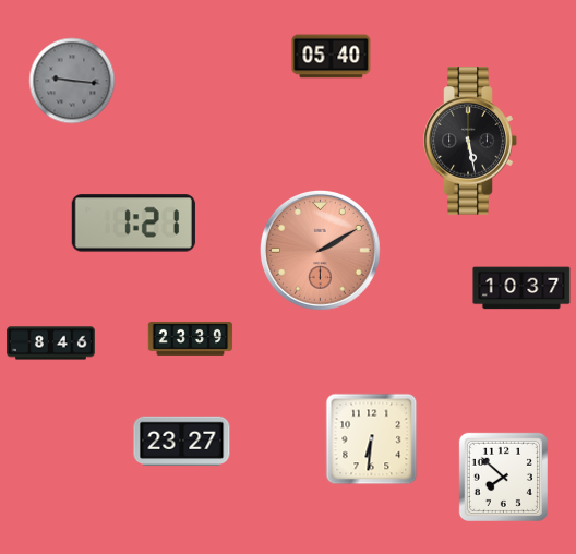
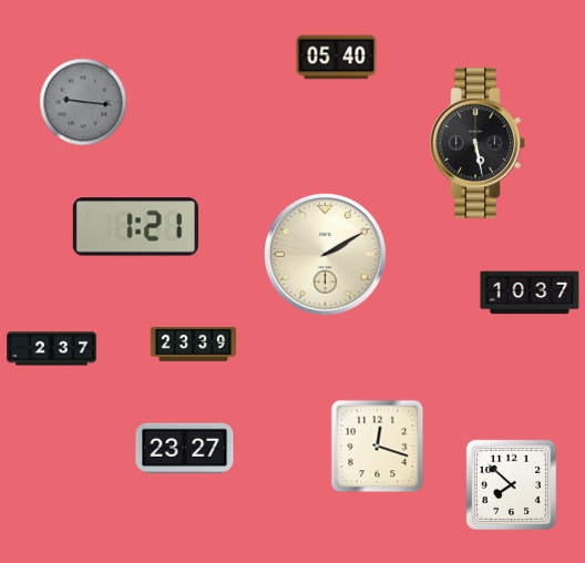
clock at (72, 81) position: (72, 81) -> (83, 102)
clock at (320, 250) dial: salmon -> cream
clock at (51, 344): 8:46 -> 2:37
clock at (372, 439): 6:31 -> 12:18
